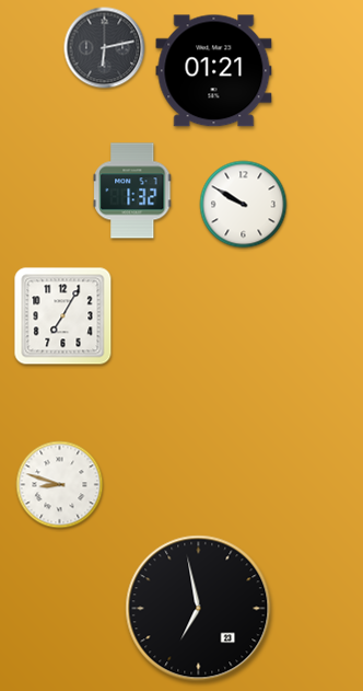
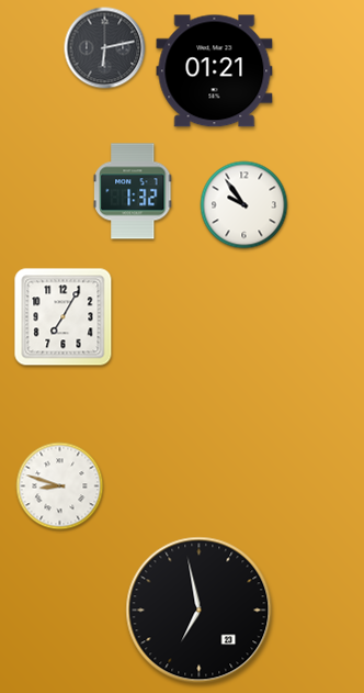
clock at (244, 205): 9:50 -> 9:54
